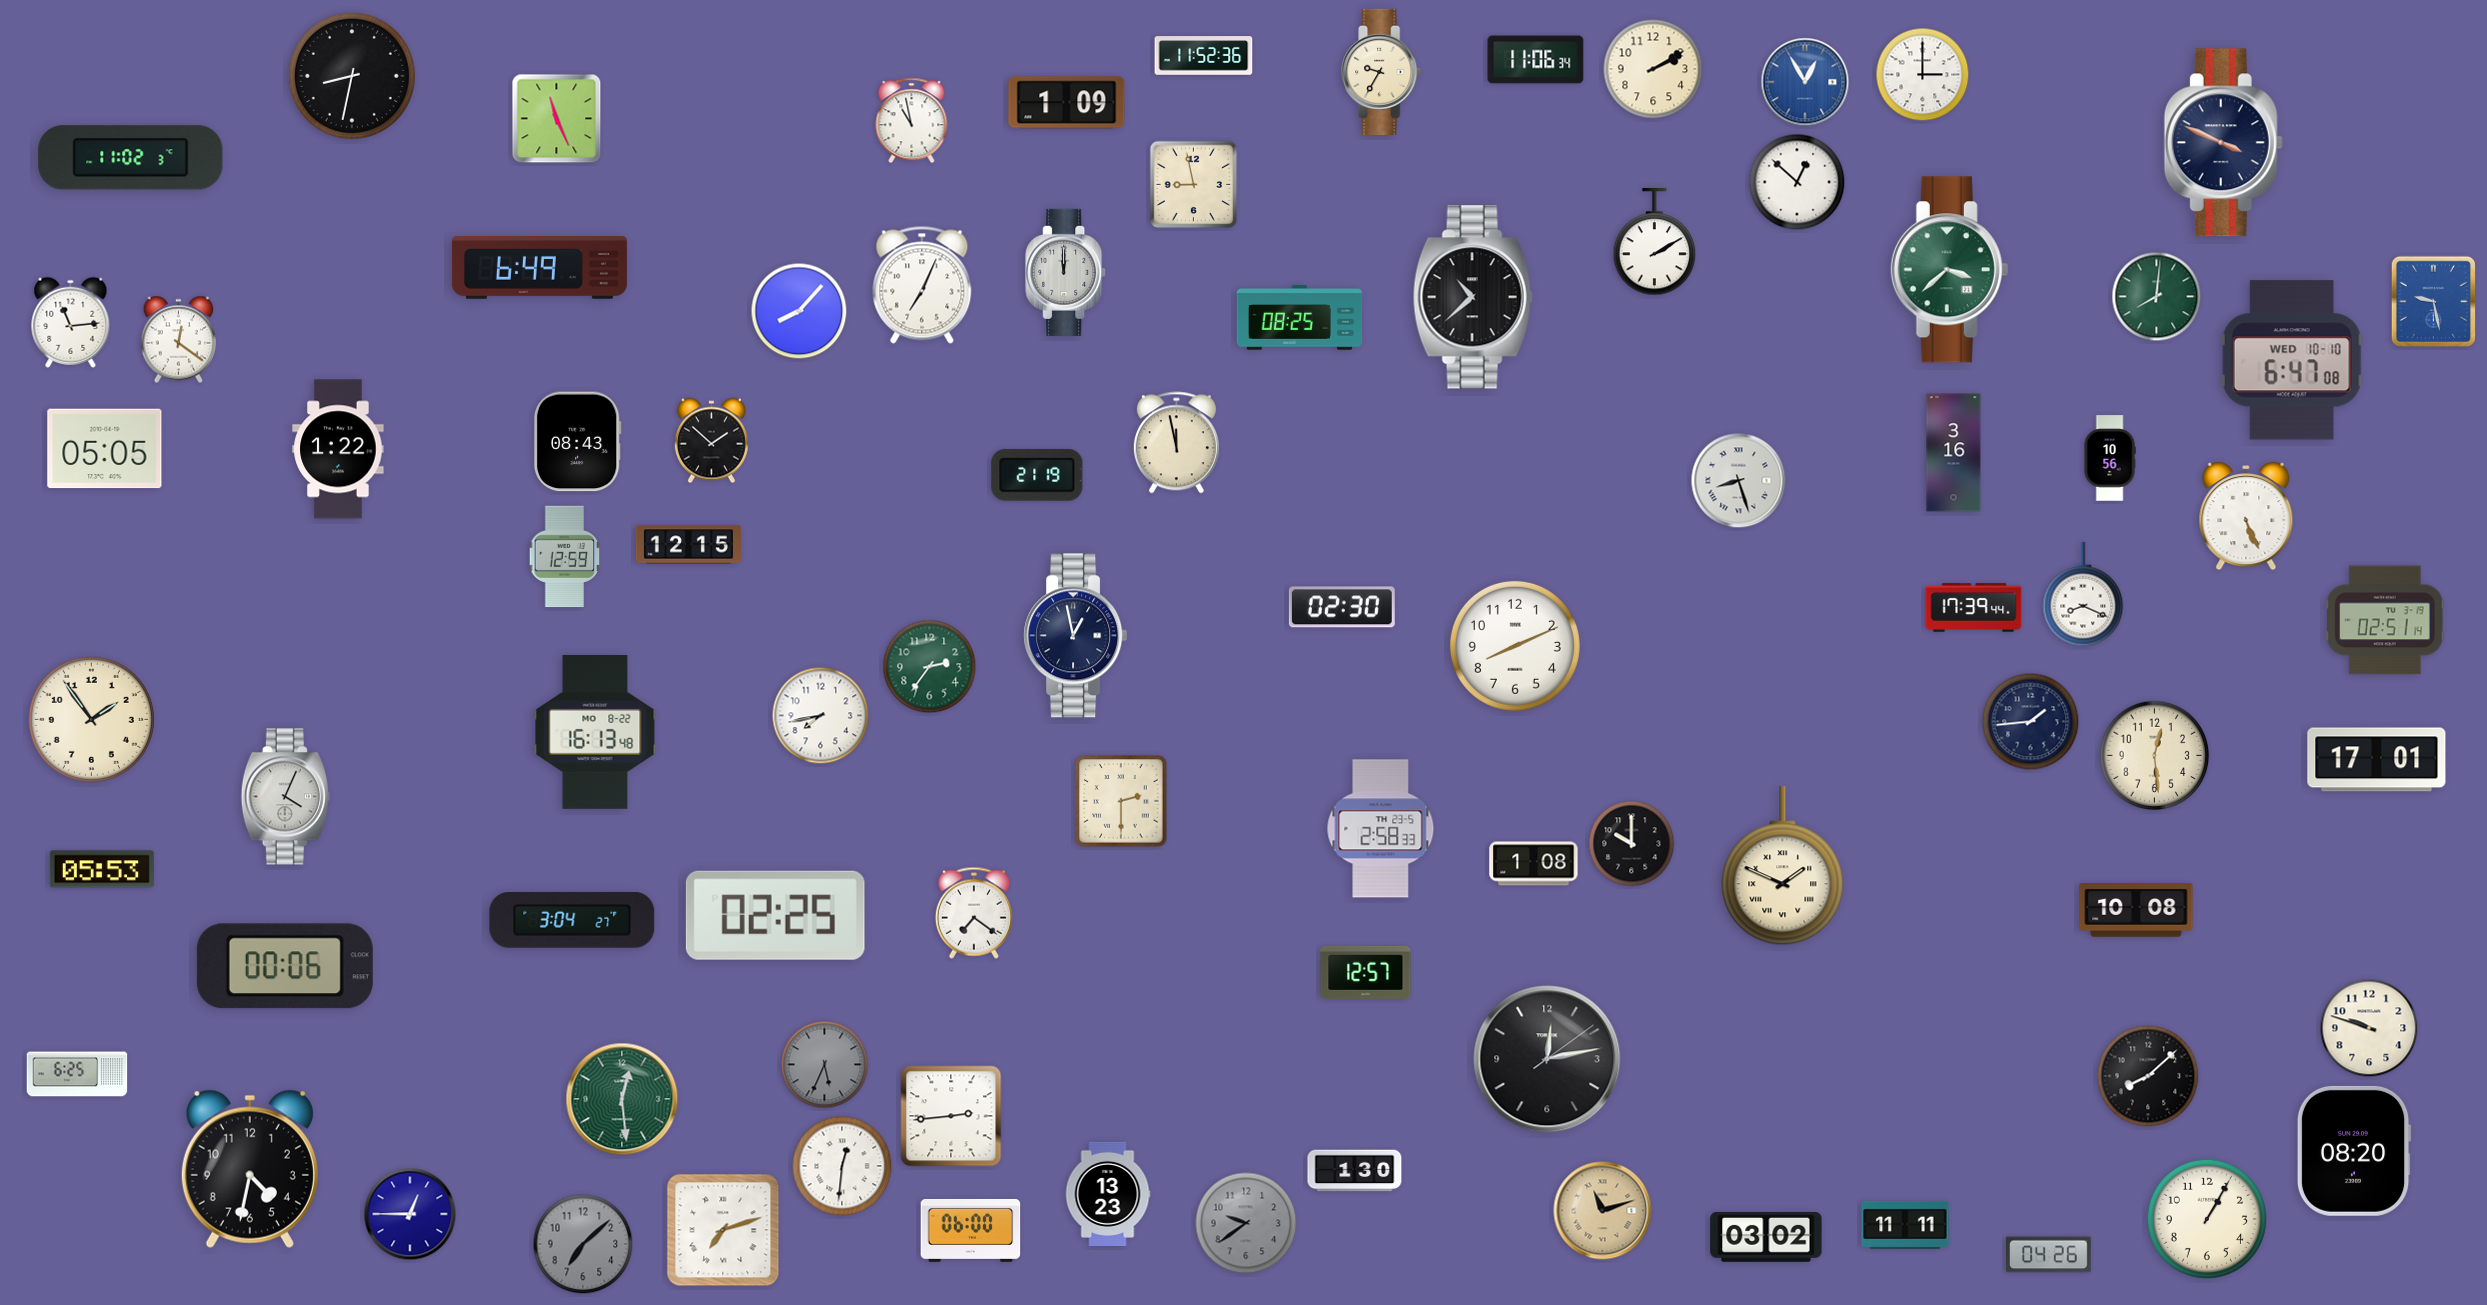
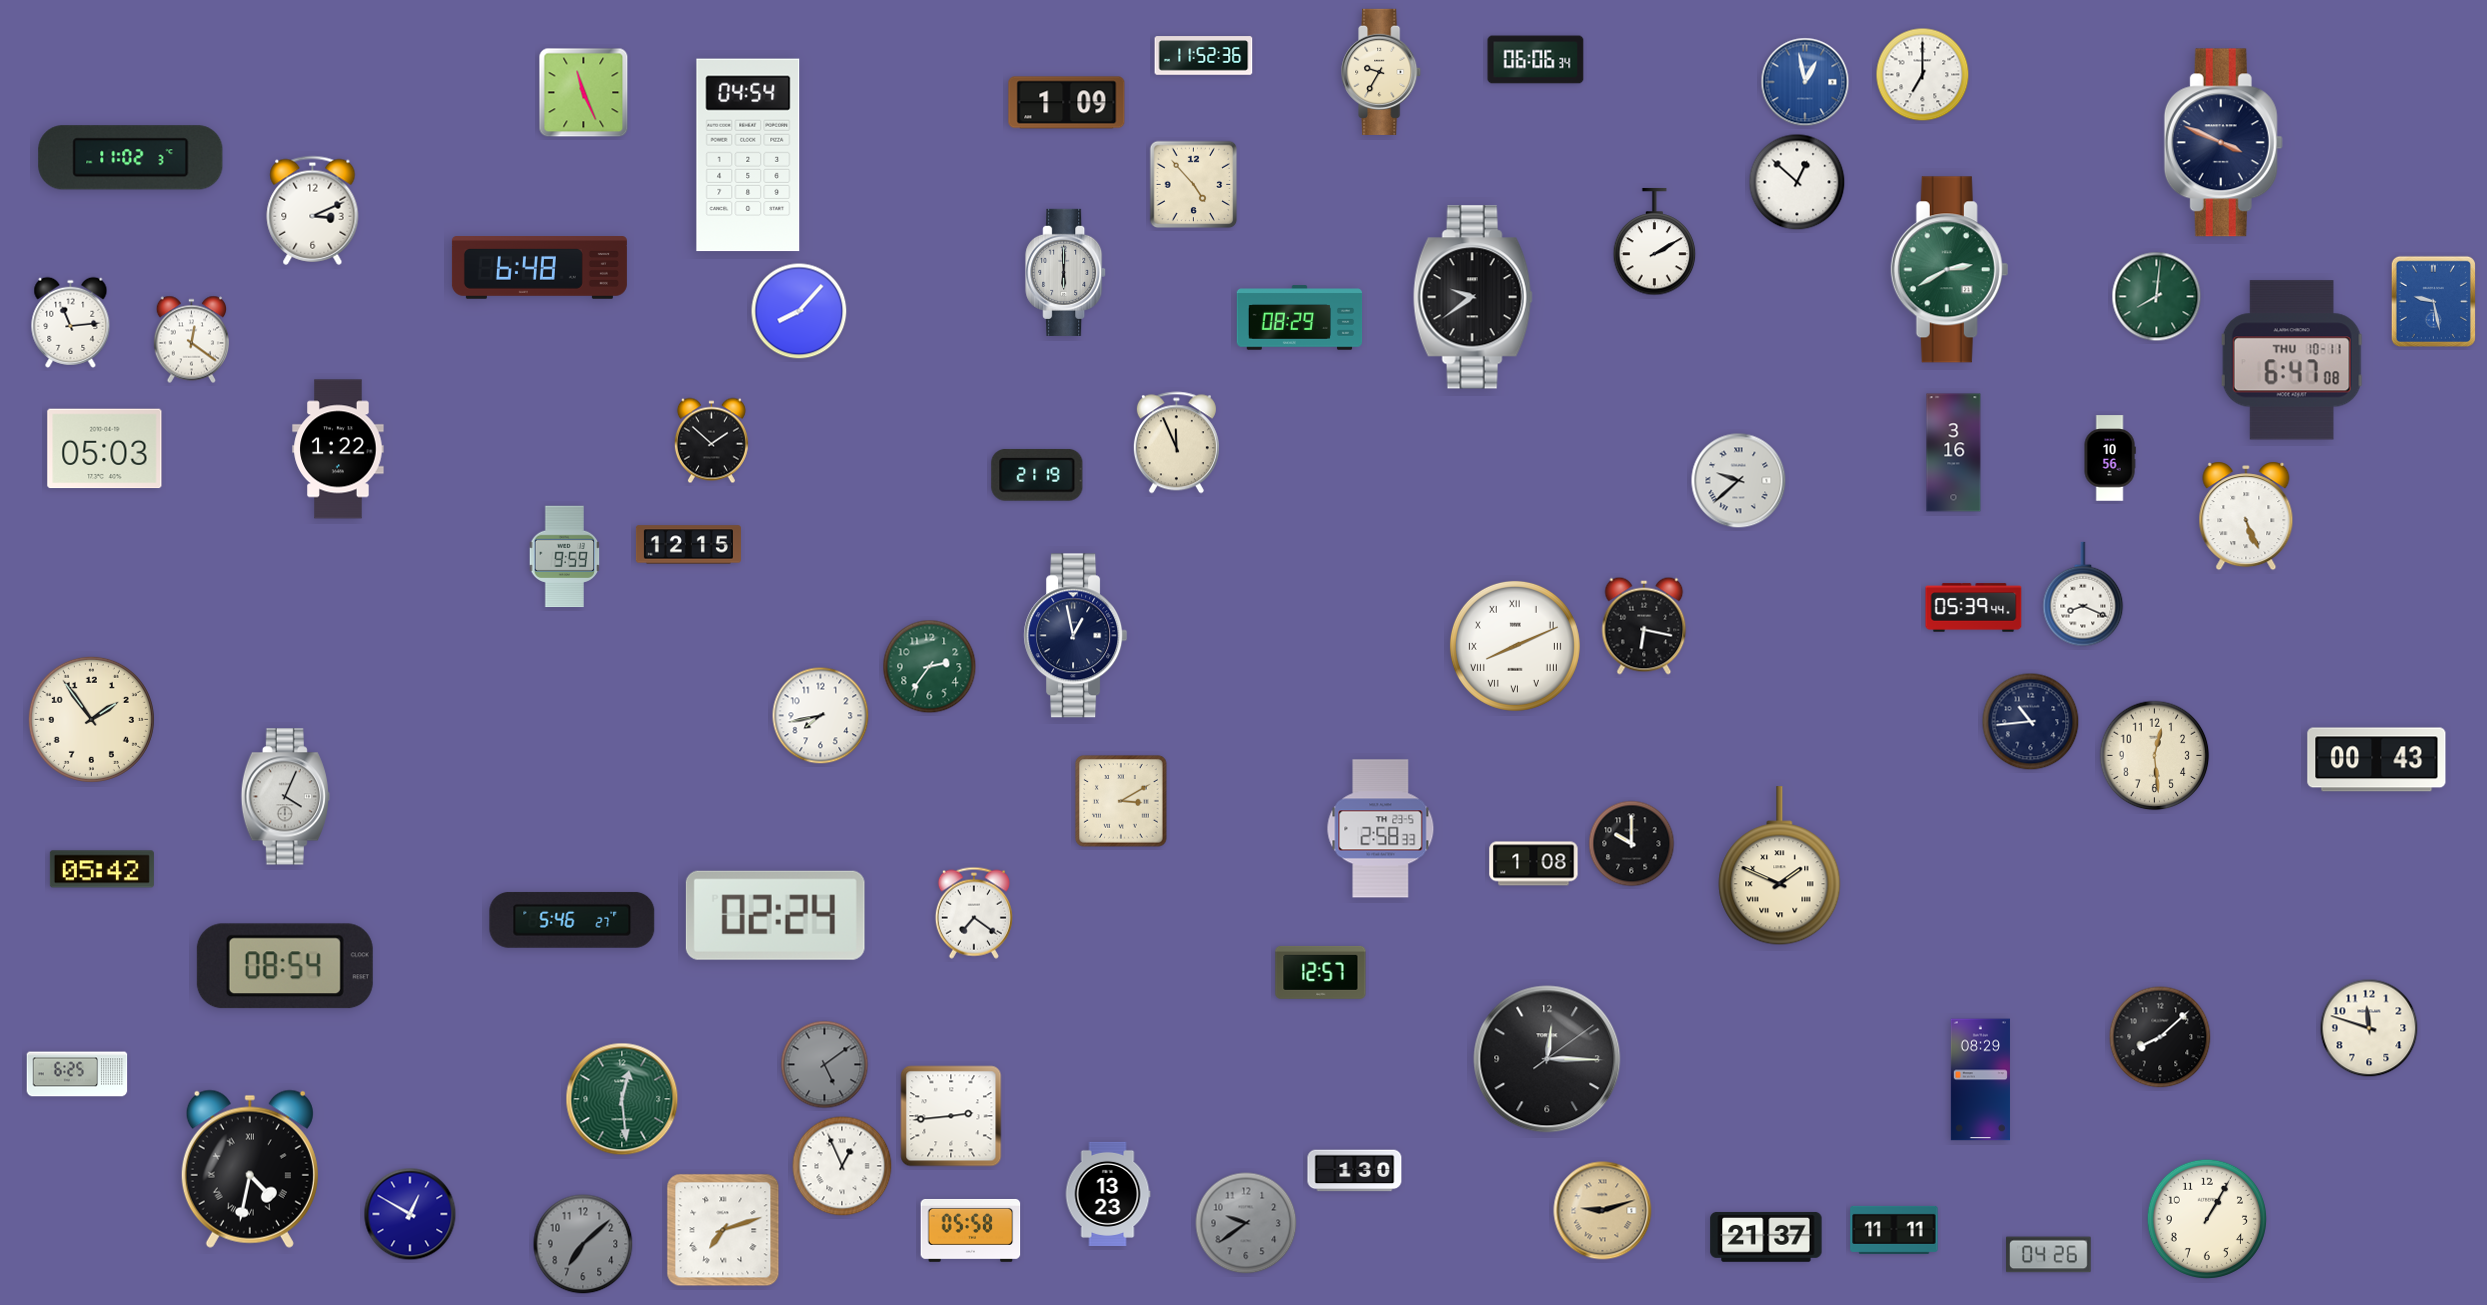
clock at (1536, 60): 11:06 -> 06:06
clock at (1653, 69): 2:10 -> none
clock at (1923, 75): 3:00 -> 7:00
clock at (352, 76): 8:32 -> none
clock at (1805, 82): 12:55 -> 12:58
clock at (557, 119) position: (557, 119) -> (584, 93)
clock at (912, 121): 10:58 -> none
clock at (748, 155): none -> 04:54
clock at (1194, 185): 8:58 -> 4:53
clock at (313, 210): none -> 3:11
clock at (539, 268): 6:49 -> 6:48
clock at (1950, 270): 3:38 -> 2:40
clock at (1066, 272): 12:00 -> 6:00
clock at (922, 285): 7:04 -> none
clock at (1473, 297): 10:38 -> 9:39
clock at (1300, 318): 08:25 -> 08:29
clock at (178, 340) position: (178, 340) -> (191, 340)
clock at (2292, 360) date: WED 10-10 -> THU 10-11
clock at (577, 442): 08:43 -> none
clock at (1176, 443): 11:58 -> 11:56
clock at (105, 449): 05:05 -> 05:03
clock at (1739, 481): 8:27 -> 9:38
clock at (565, 557): 12:59 -> 9:59
clock at (1342, 607): 02:30 -> none
clock at (1974, 608): 17:39 -> 05:39
clock at (2385, 620): 02:51 -> none
clock at (1644, 626): none -> 6:17
clock at (1515, 646) numerals: Arabic -> Roman
clock at (2031, 722): 1:44 -> 10:44
clock at (595, 732): 16:13 -> none
clock at (2377, 760): 17:01 -> 00:43
clock at (1121, 801): 2:30 -> 3:10
clock at (1783, 866) position: (1783, 866) -> (1780, 866)
clock at (102, 869): 05:53 -> 05:42
clock at (2136, 910): 10:08 -> none
clock at (775, 915): 02:25 -> 02:24
clock at (572, 920): 3:04 -> 5:46
clock at (285, 966): 00:06 -> 08:54
clock at (1366, 972) position: (1366, 972) -> (1321, 972)
clock at (2369, 1028): 9:48 -> 11:48
clock at (1547, 1059): 12:13 -> 12:15
clock at (825, 1065): 5:34 -> 5:09
clock at (2148, 1076) position: (2148, 1076) -> (2160, 1037)
clock at (1980, 1080): none -> 08:29
clock at (2354, 1151): 08:20 -> none
clock at (842, 1166): 12:31 -> 12:56
clock at (250, 1169) numerals: Arabic -> Roman
clock at (1603, 1211): 11:12 -> 9:12
clock at (410, 1214): 12:45 -> 12:50
clock at (1905, 1225) position: (1905, 1225) -> (1894, 1230)
clock at (971, 1230): 06:00 -> 05:58
clock at (1766, 1237): 03:02 -> 21:37
